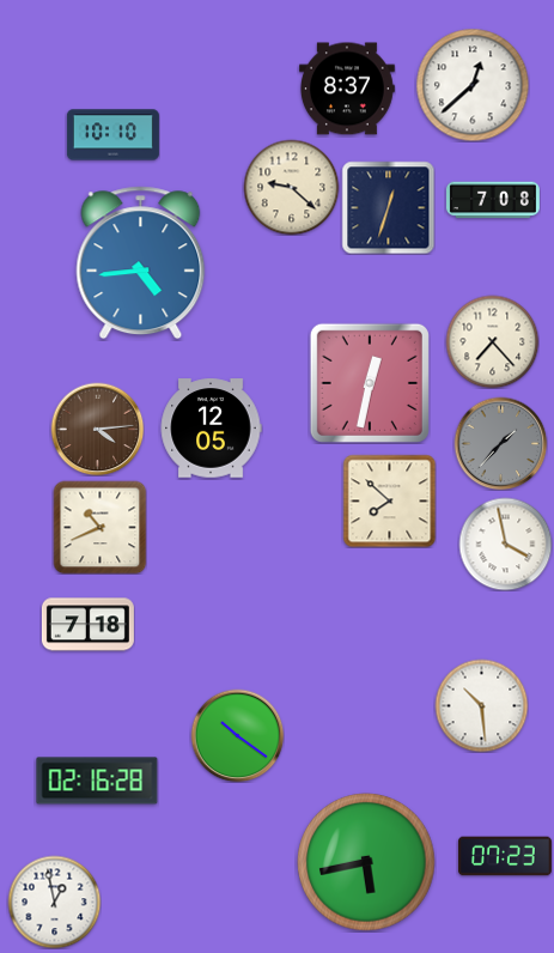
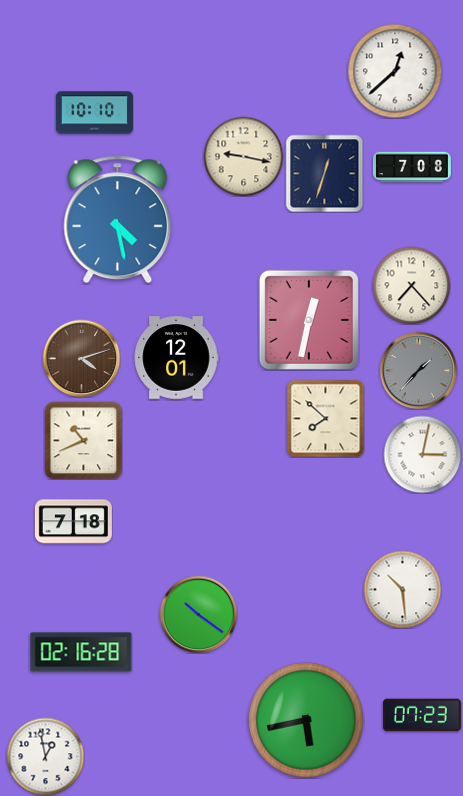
clock at (347, 89): 8:37 -> none
clock at (291, 187): 9:22 -> 9:17
clock at (141, 263): 4:44 -> 4:28
clock at (97, 429): 4:14 -> 4:12
clock at (211, 429): 12:05 -> 12:01
clock at (505, 544): 3:58 -> 3:02
clock at (54, 902) position: (54, 902) -> (45, 756)
